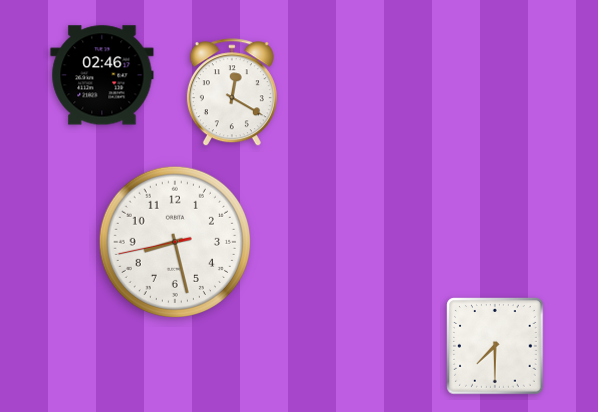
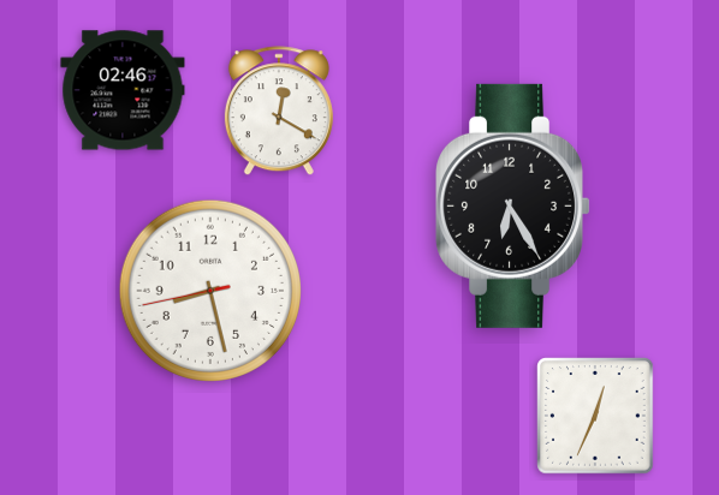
clock at (512, 205): none -> 6:25
clock at (495, 346): 7:30 -> 12:34
